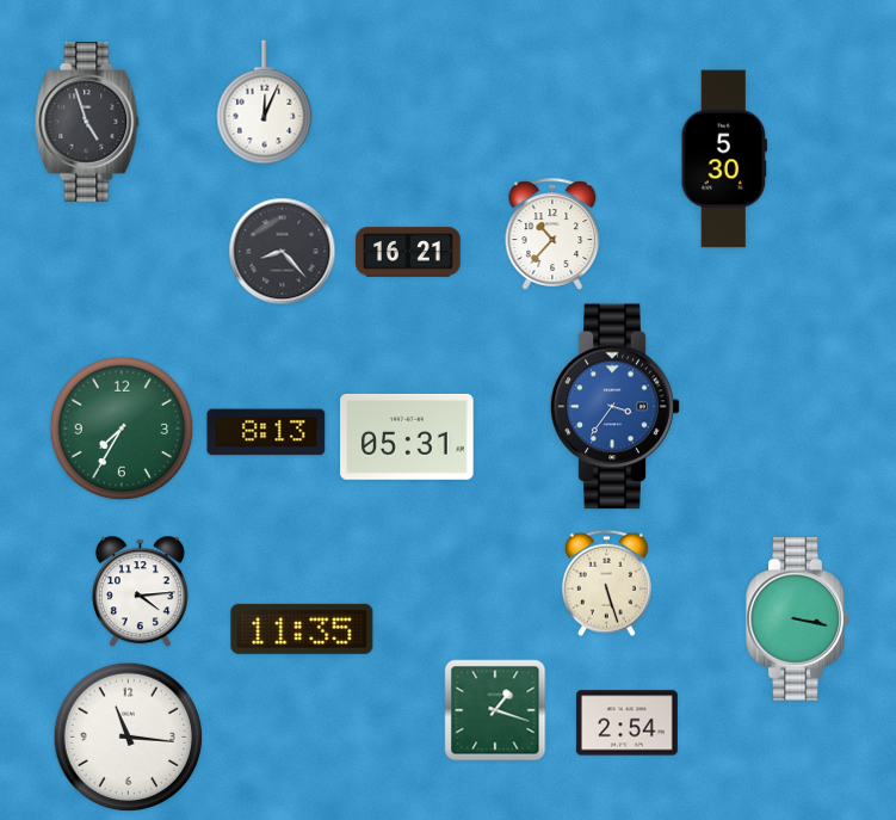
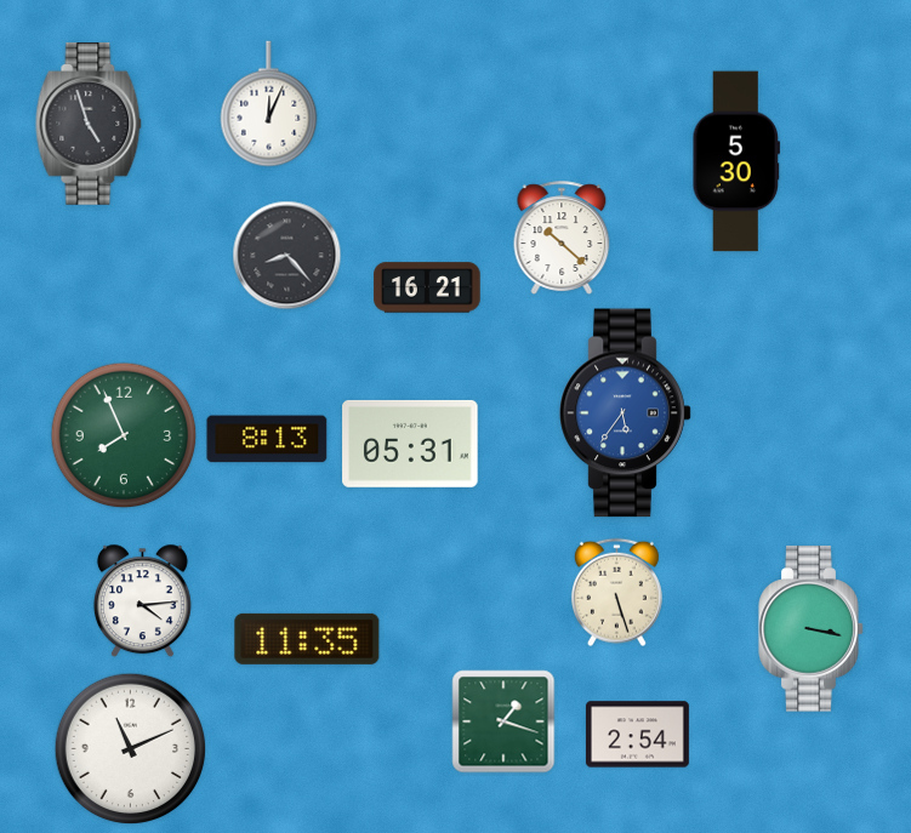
clock at (552, 234): 10:37 -> 10:22
clock at (408, 252) position: (408, 252) -> (427, 287)
clock at (616, 407): 3:36 -> 5:36
clock at (122, 429): 7:35 -> 7:56
clock at (266, 432) position: (266, 432) -> (267, 439)
clock at (407, 437) position: (407, 437) -> (410, 444)
clock at (129, 738): 11:16 -> 11:11
